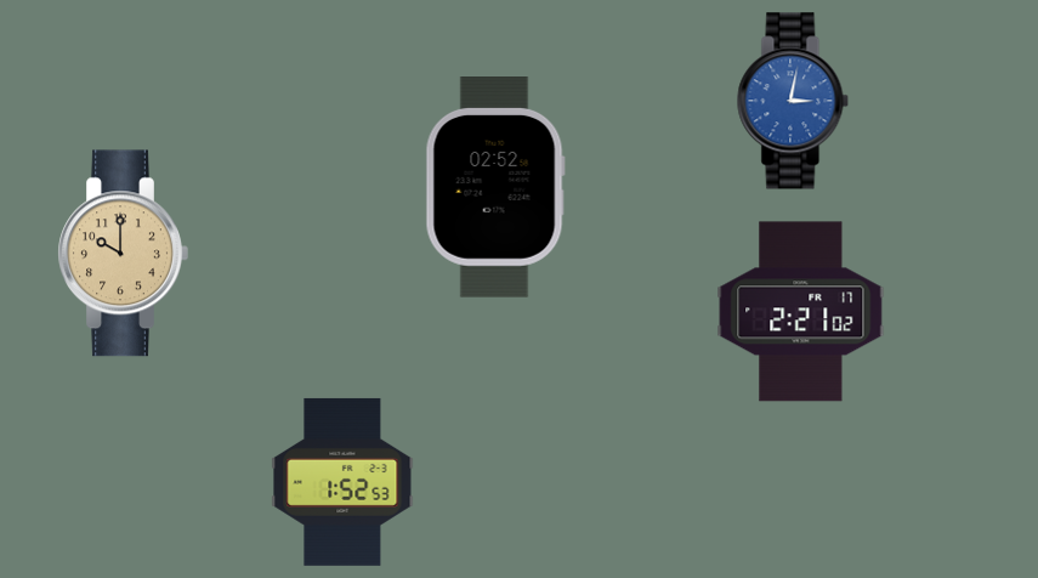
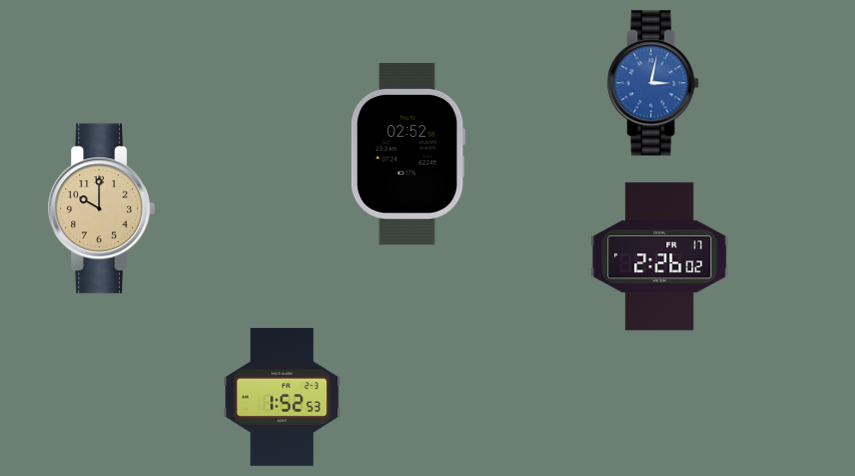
clock at (801, 312): 2:21 -> 2:26
